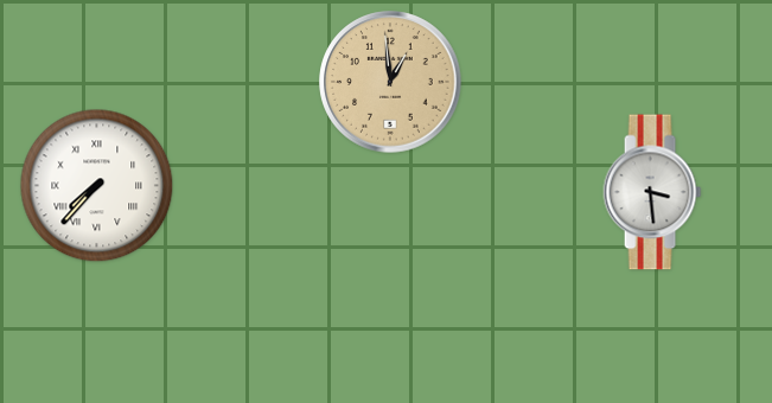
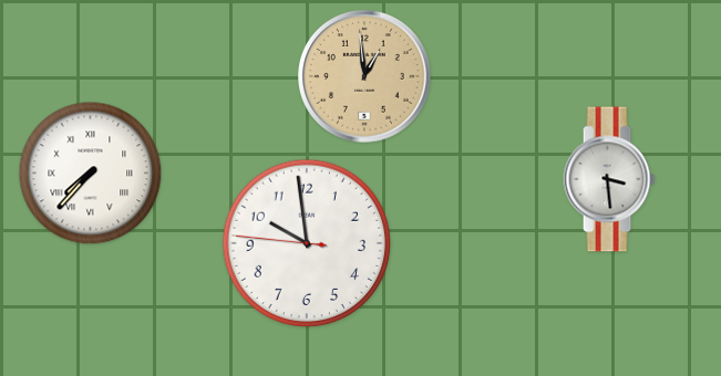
clock at (307, 243): none -> 9:58
